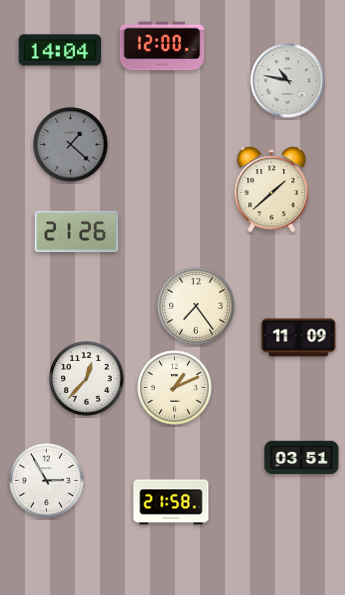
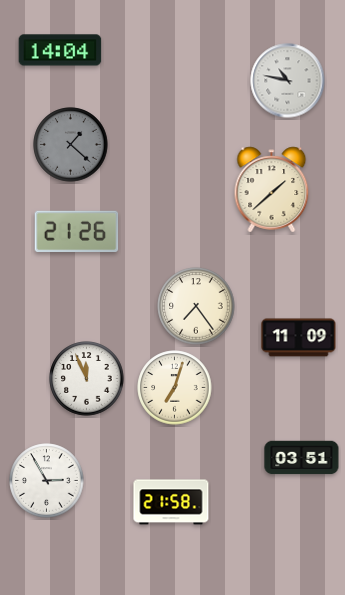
clock at (162, 46): 12:00 -> none
clock at (87, 379): 12:37 -> 11:56
clock at (175, 388): 1:11 -> 7:03
